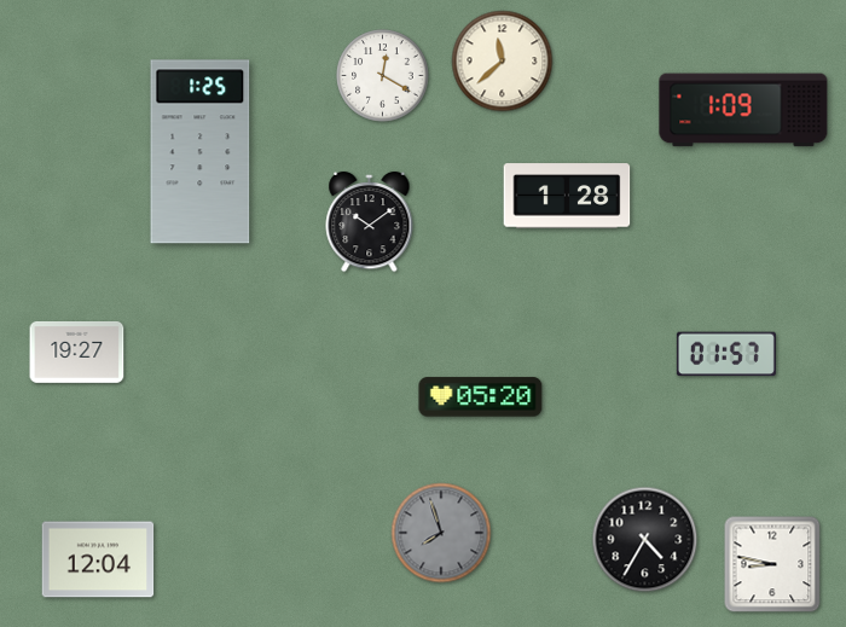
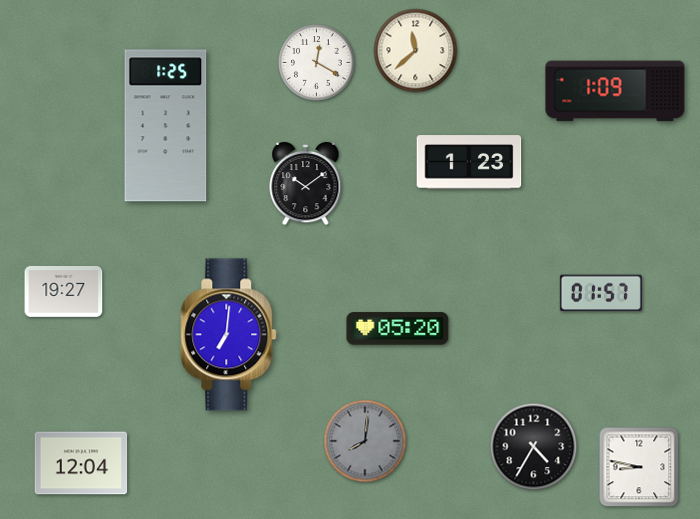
clock at (567, 196): 1:28 -> 1:23
clock at (229, 335): none -> 7:01
clock at (441, 533): 7:57 -> 8:01
